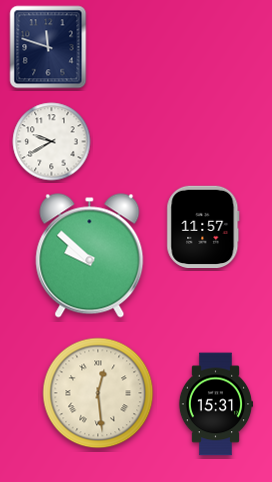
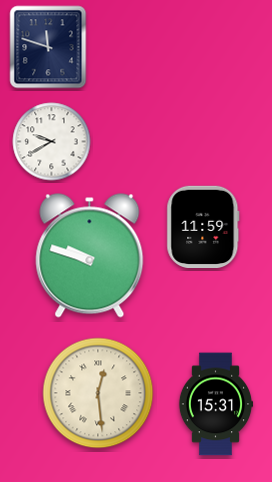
clock at (203, 226): 11:57 -> 11:59
clock at (90, 256): 9:52 -> 9:48
